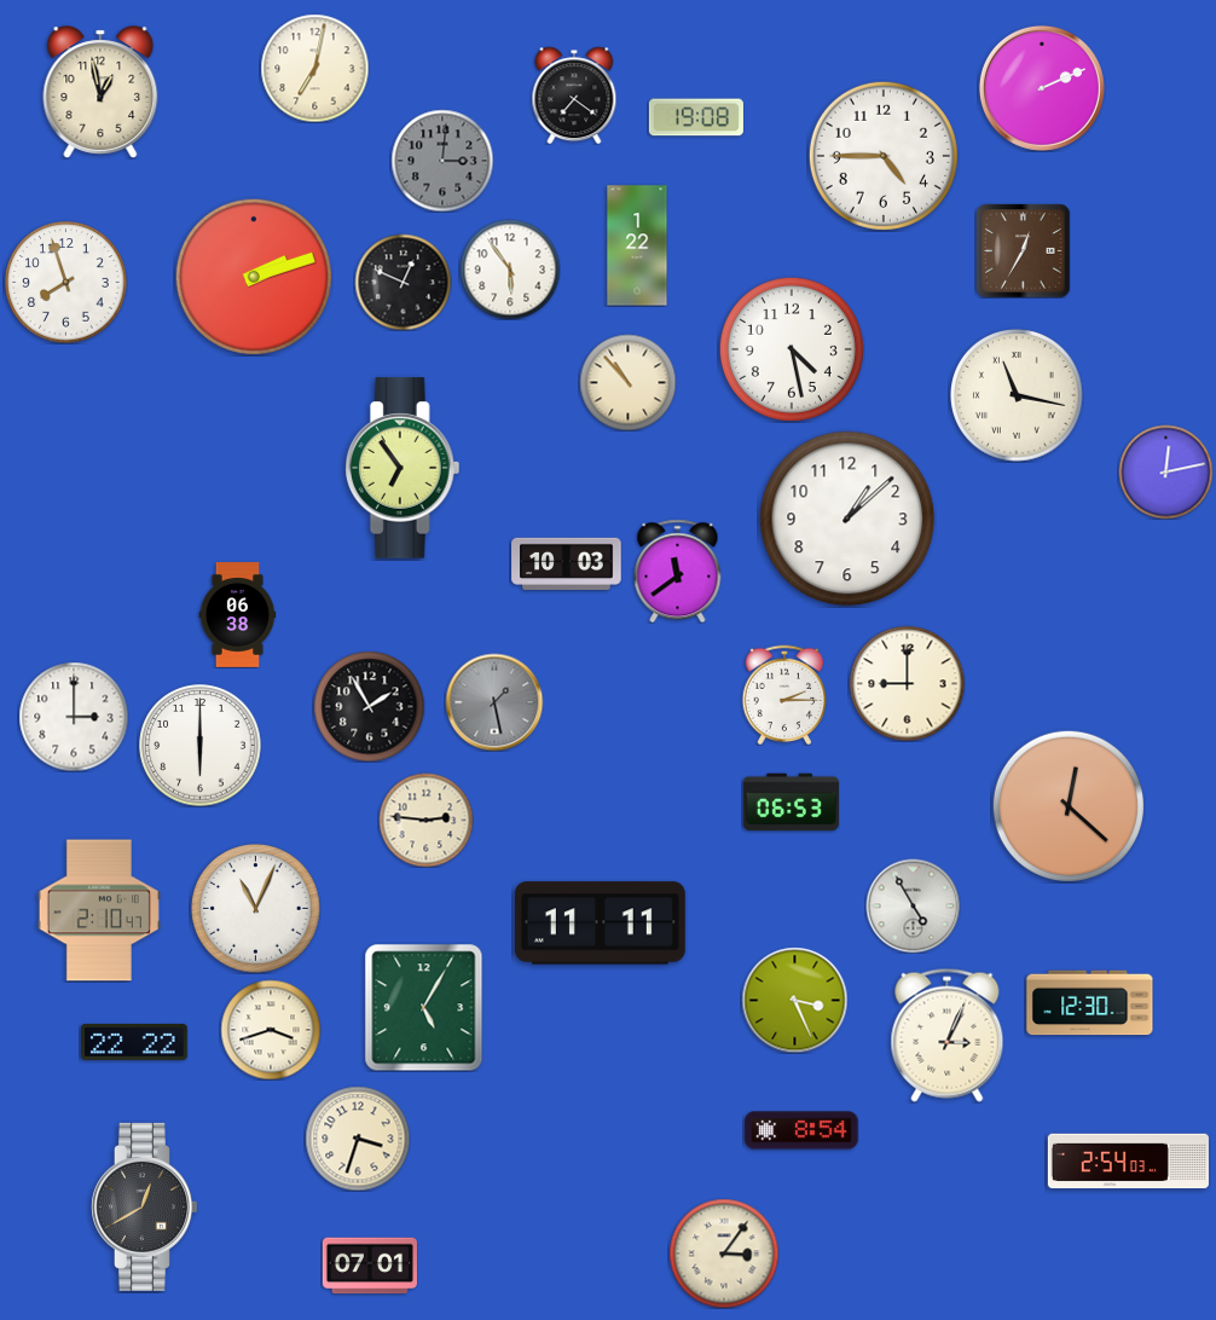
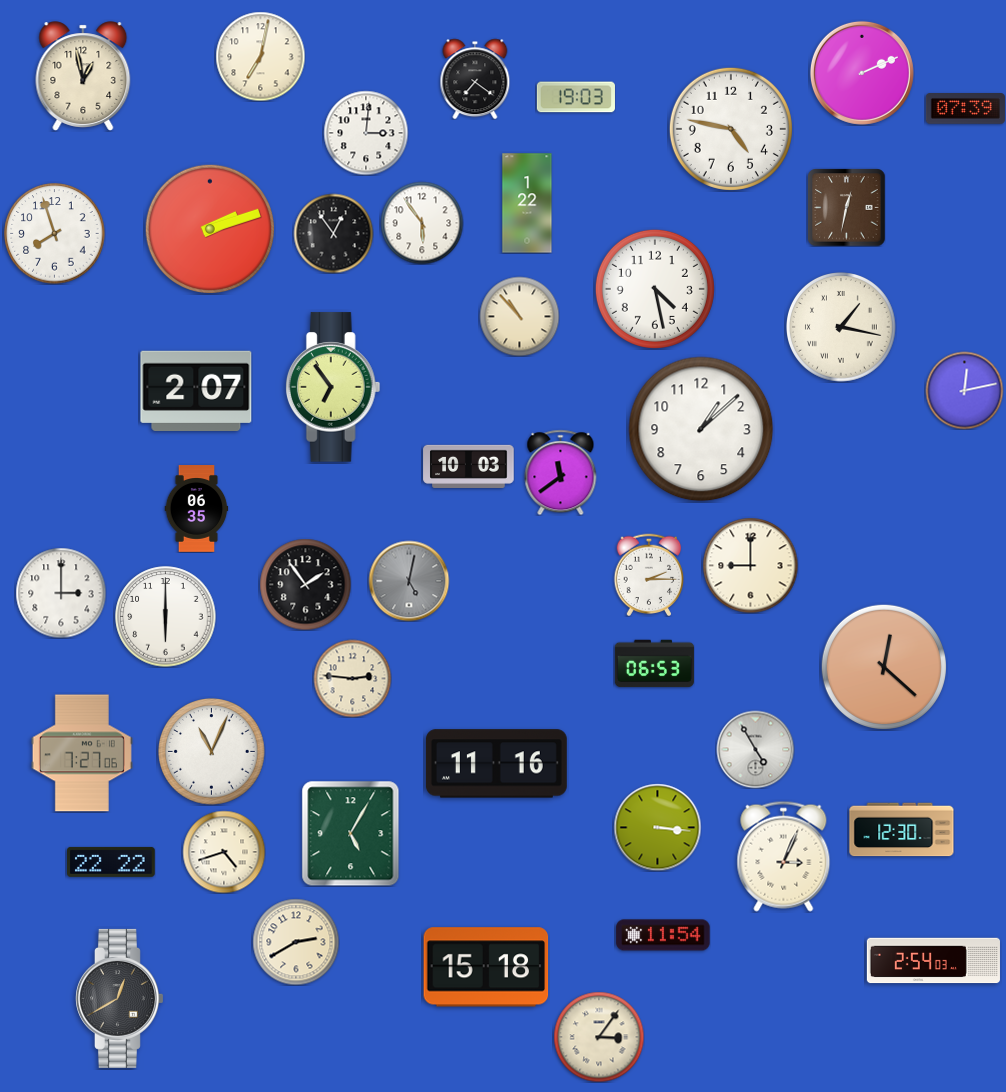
clock at (696, 117): 19:08 -> 19:03
clock at (965, 109): none -> 07:39
clock at (884, 156): 4:45 -> 4:47
clock at (442, 161) dial: grey -> white
clock at (1023, 250): 12:35 -> 12:32
clock at (403, 282): 12:49 -> 12:54
clock at (1018, 396): 11:17 -> 1:17
clock at (196, 390): none -> 2:07
clock at (238, 615): 06:38 -> 06:35
clock at (494, 702): 1:28 -> 5:02
clock at (369, 706): 1:55 -> 1:54
clock at (99, 910): 2:10 -> 7:27
clock at (600, 924): 11:11 -> 11:16
clock at (794, 1000): 3:26 -> 3:16
clock at (271, 1030): 3:42 -> 4:42
clock at (801, 1130): 8:54 -> 11:54
clock at (358, 1139): 3:33 -> 2:40
clock at (486, 967): none -> 15:18
clock at (370, 1266): 07:01 -> none
